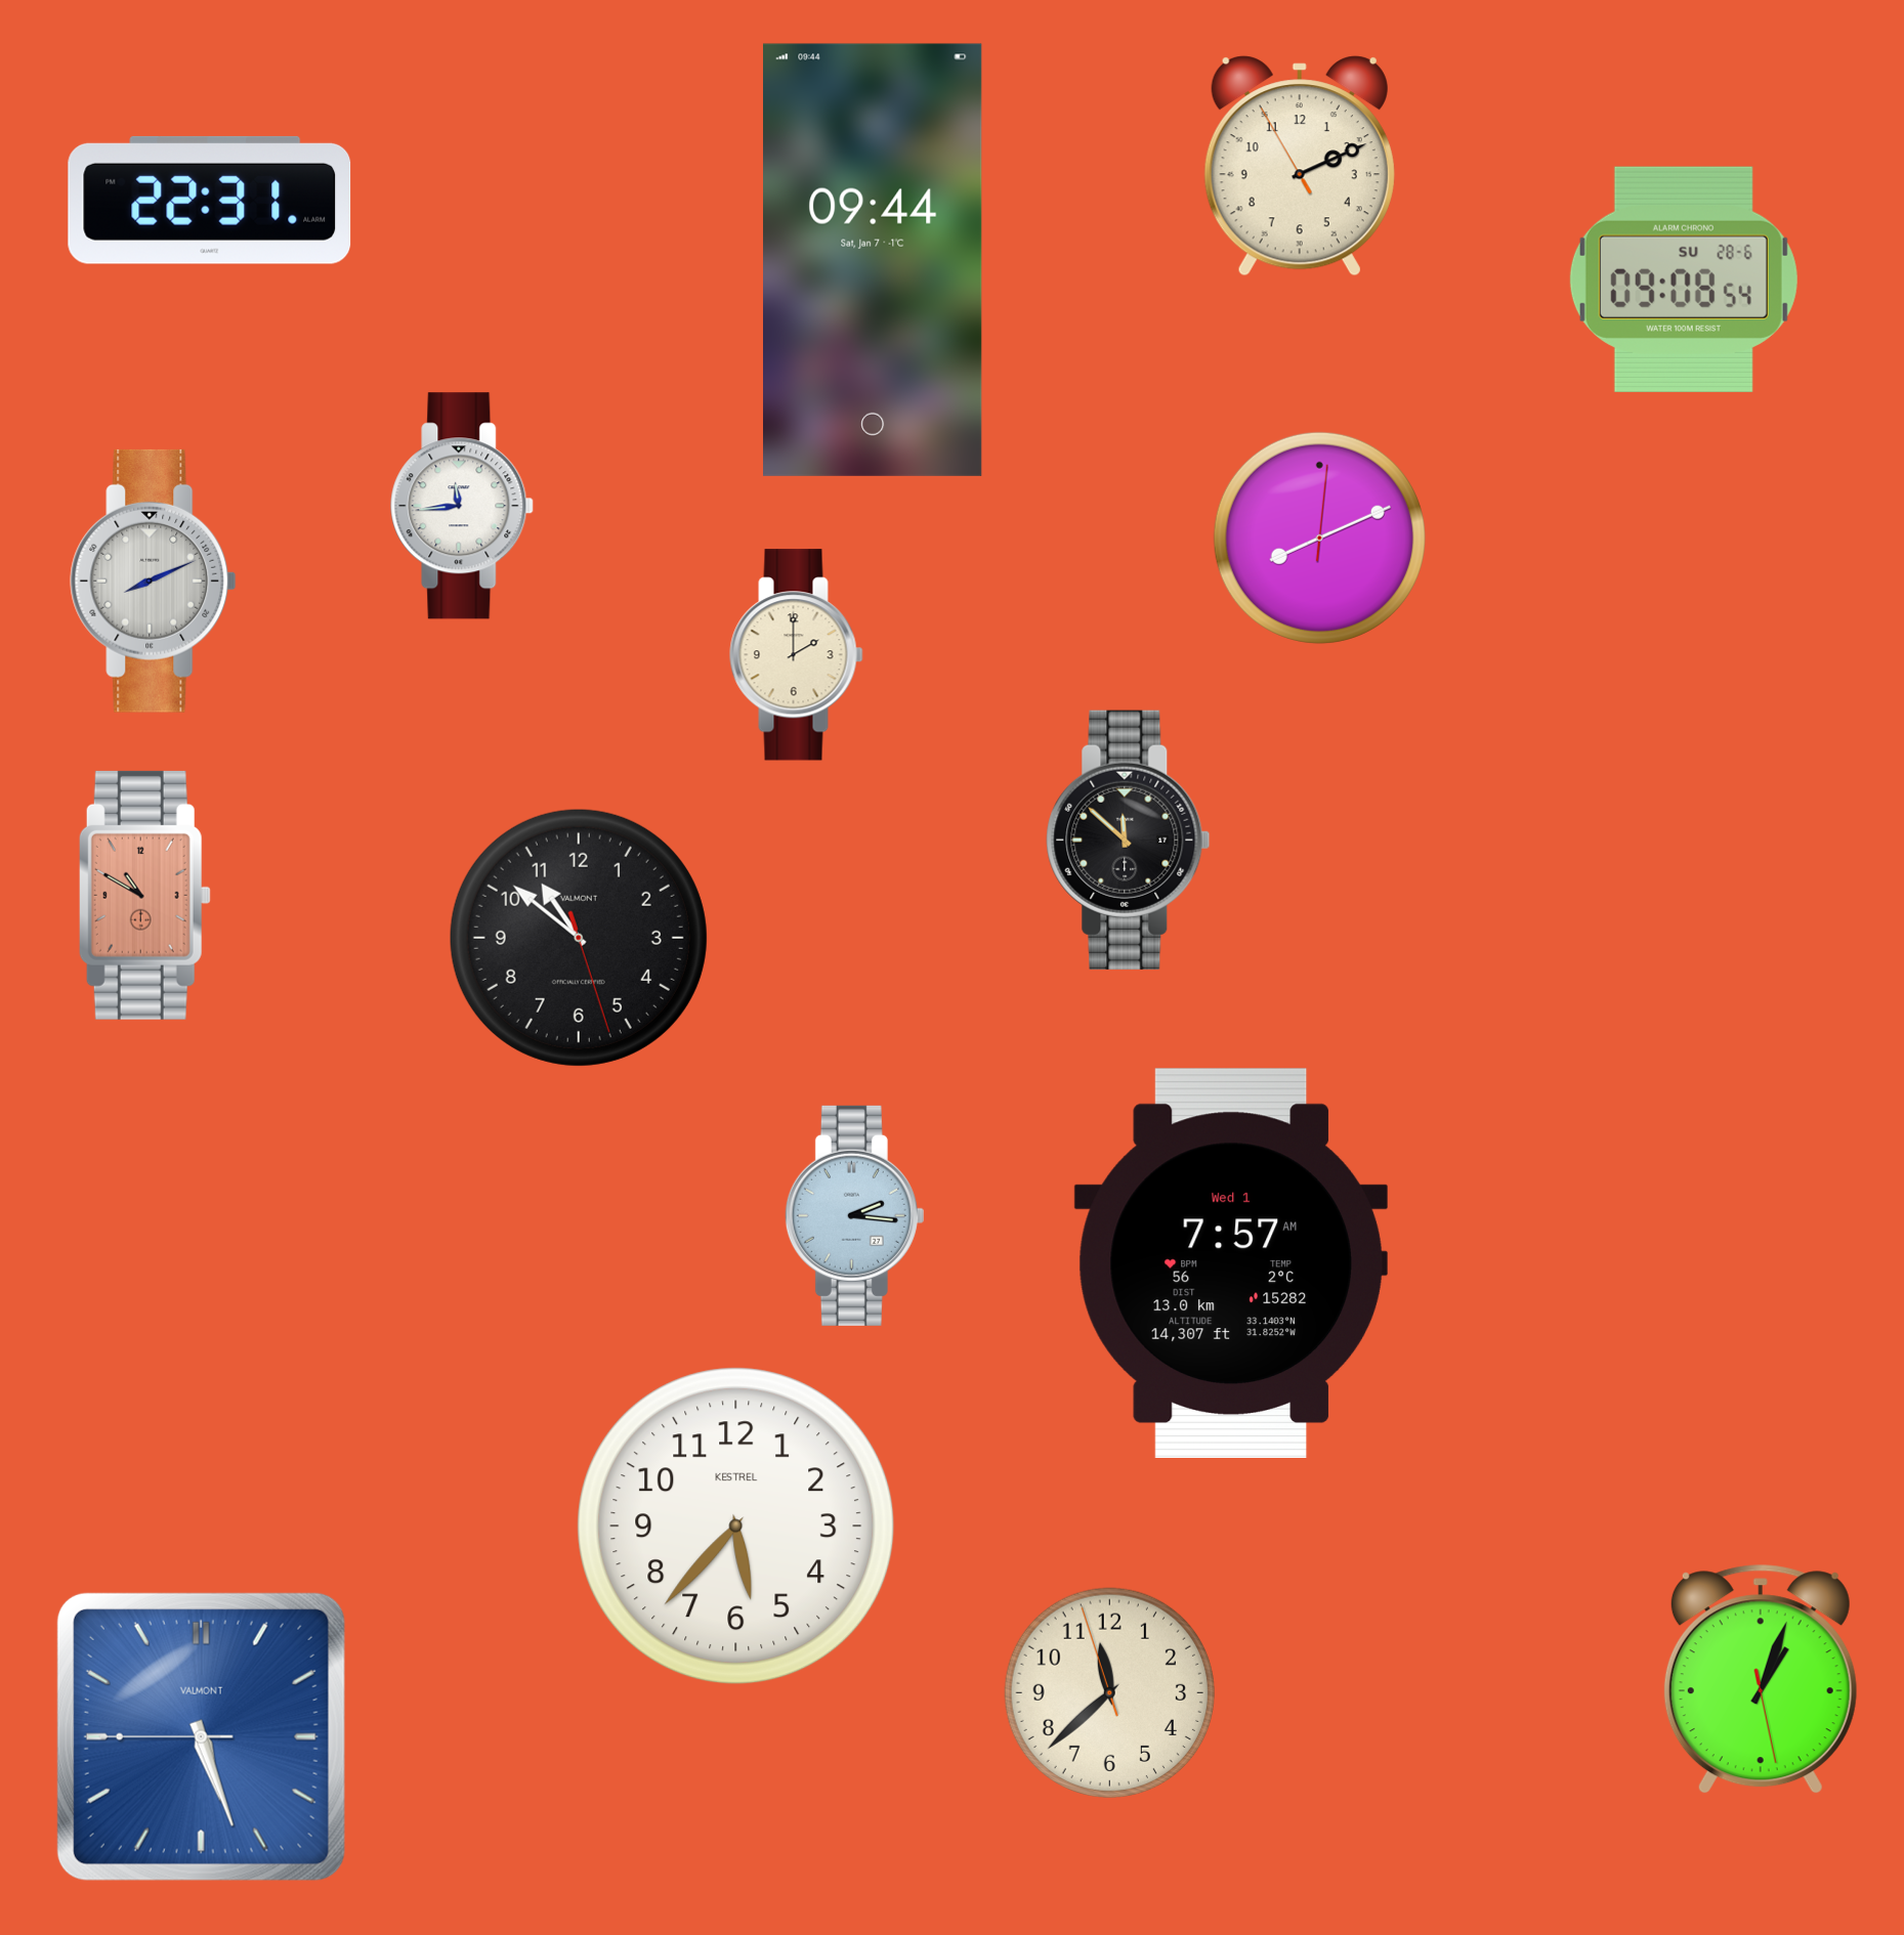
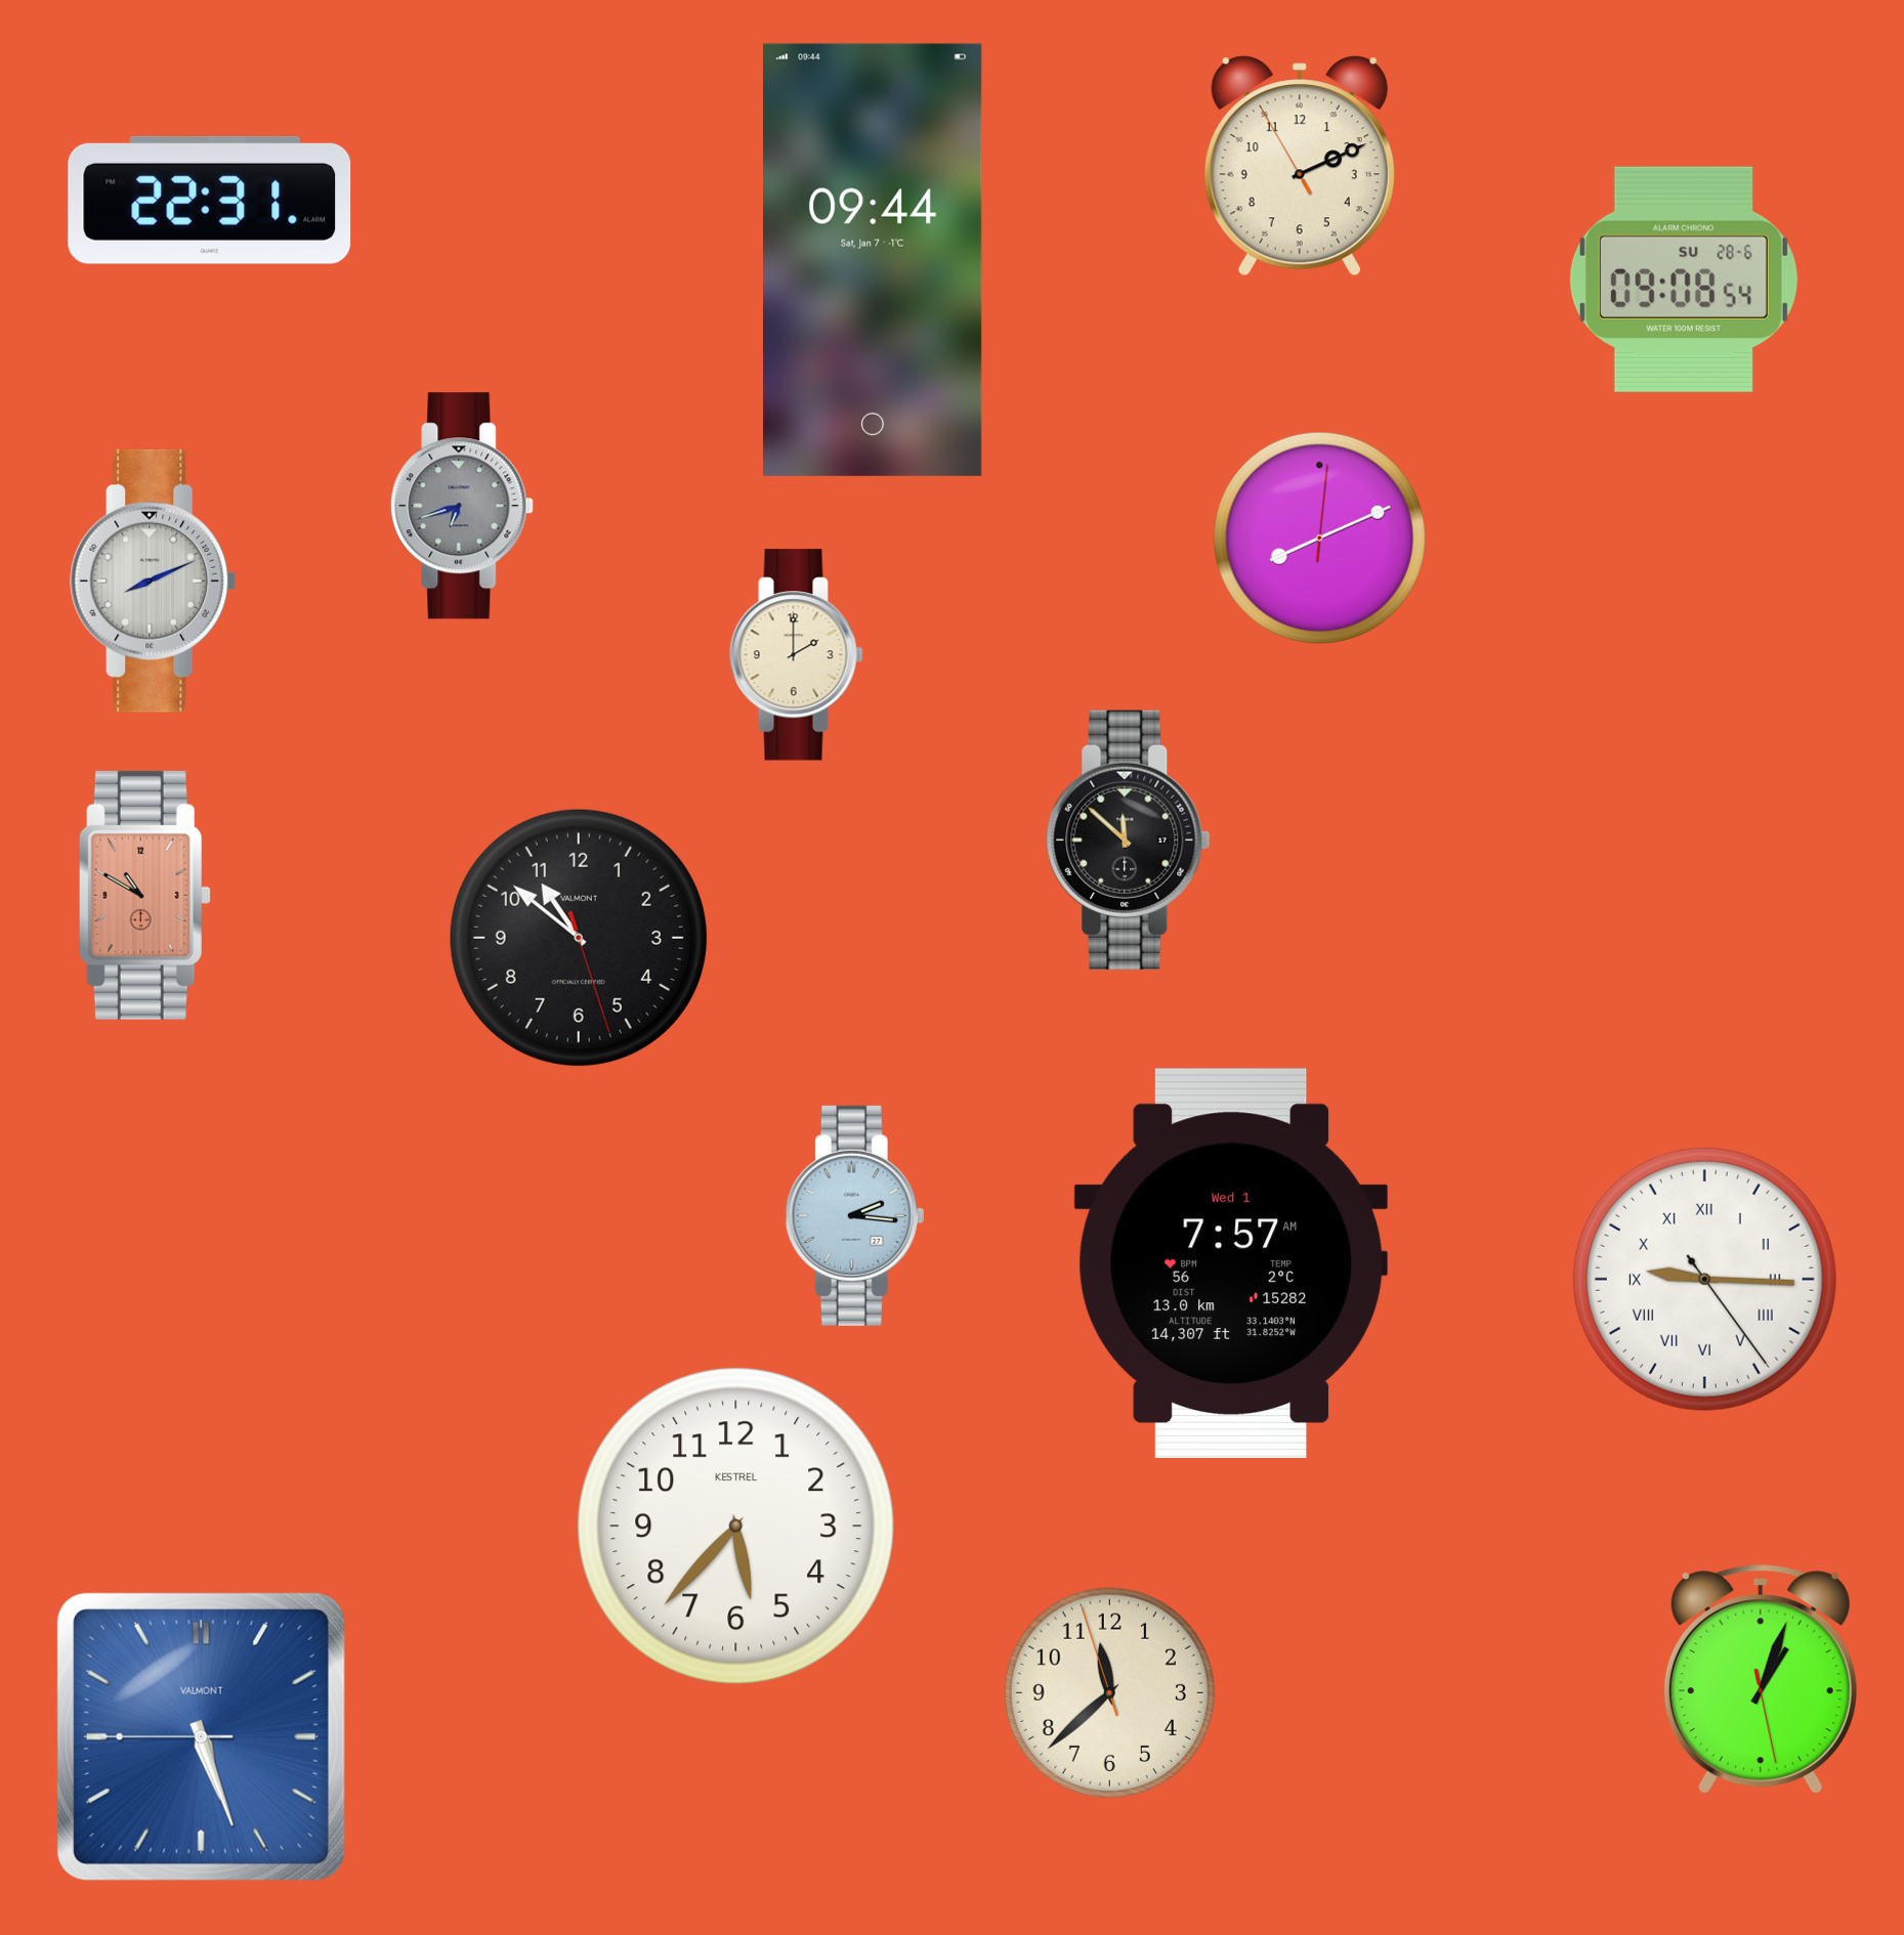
clock at (463, 506): 11:44 -> 6:42
clock at (463, 506) dial: white -> grey
clock at (1704, 1279): none -> 9:15
